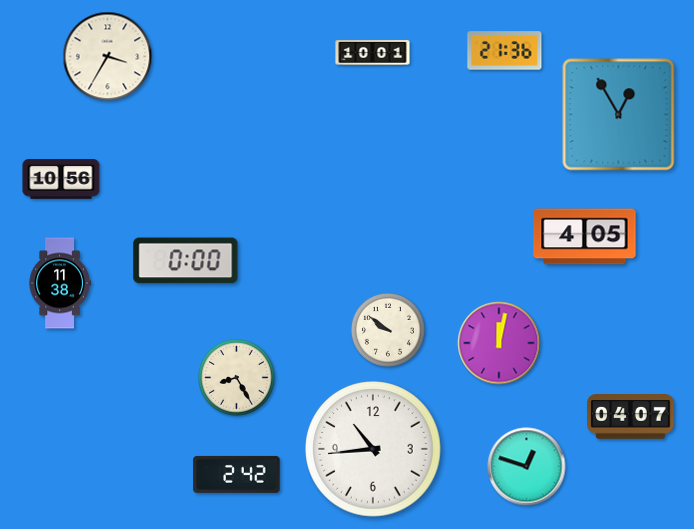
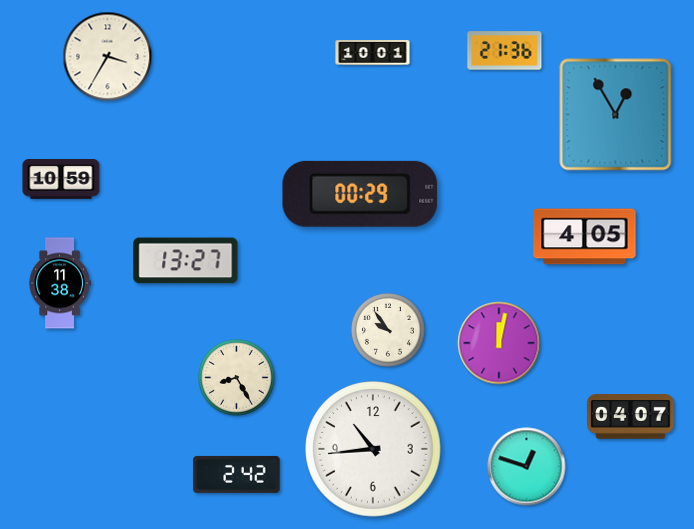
clock at (619, 115) position: (619, 115) -> (616, 115)
clock at (61, 179): 10:56 -> 10:59
clock at (360, 194): none -> 00:29
clock at (186, 261): 0:00 -> 13:27
clock at (388, 330): 9:51 -> 9:54
